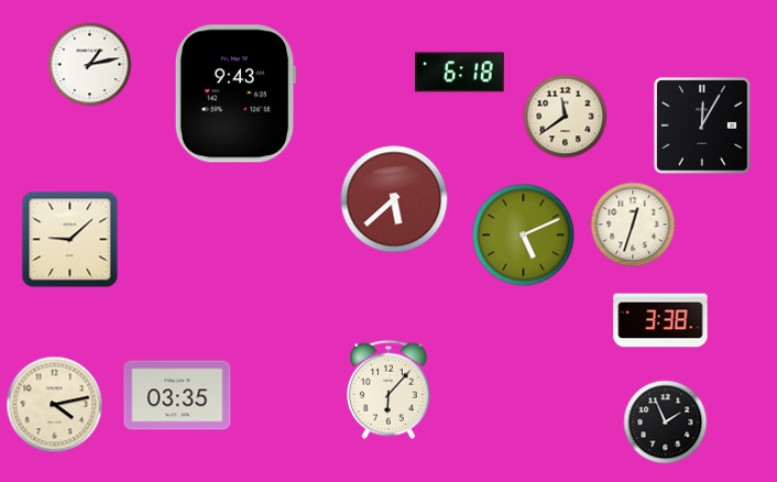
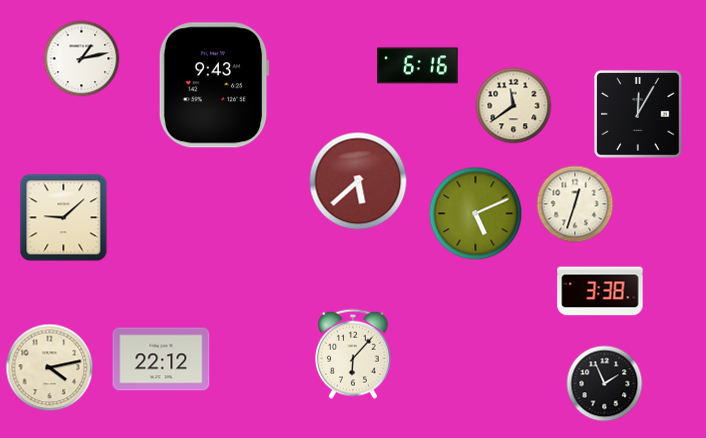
clock at (460, 73): 6:18 -> 6:16
clock at (177, 395): 03:35 -> 22:12
